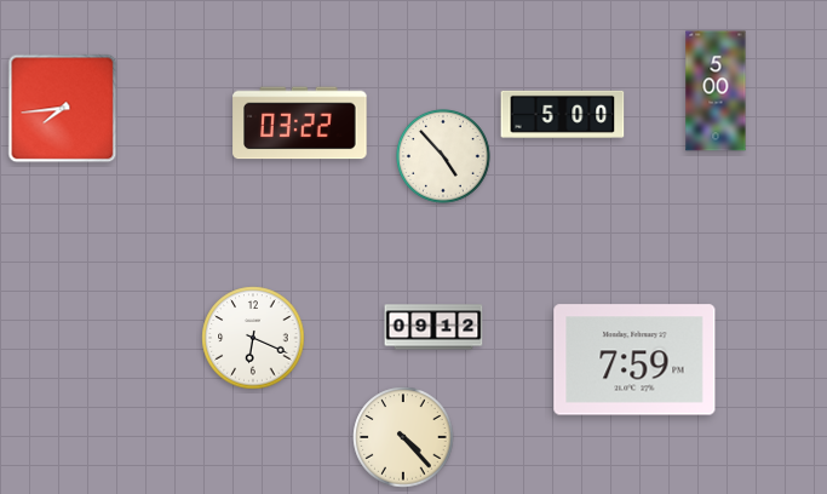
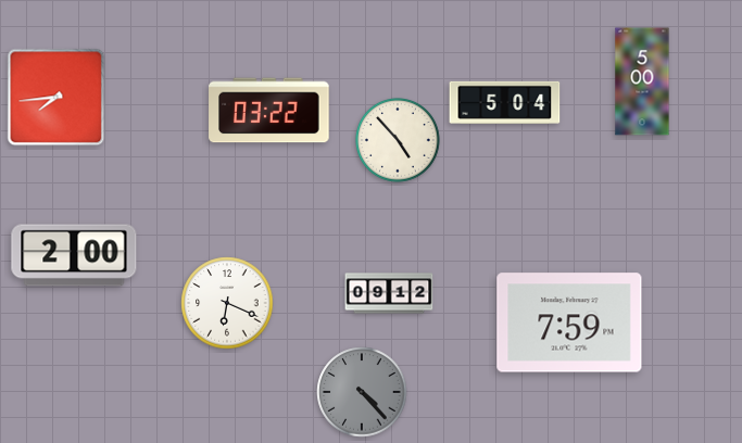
clock at (563, 114): 5:00 -> 5:04
clock at (74, 255): none -> 2:00
clock at (403, 437) dial: cream -> grey
